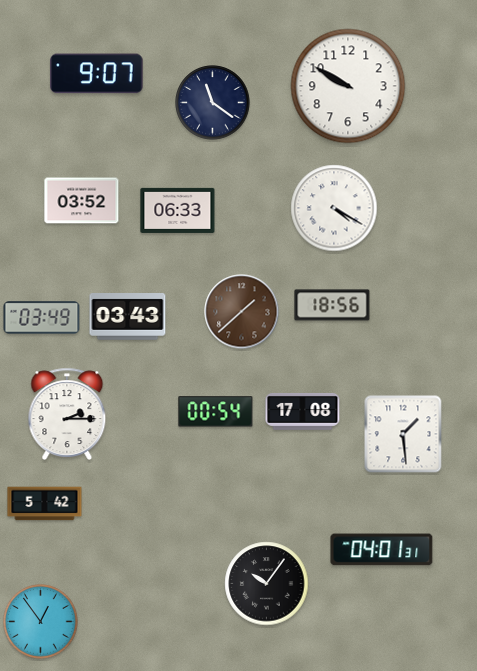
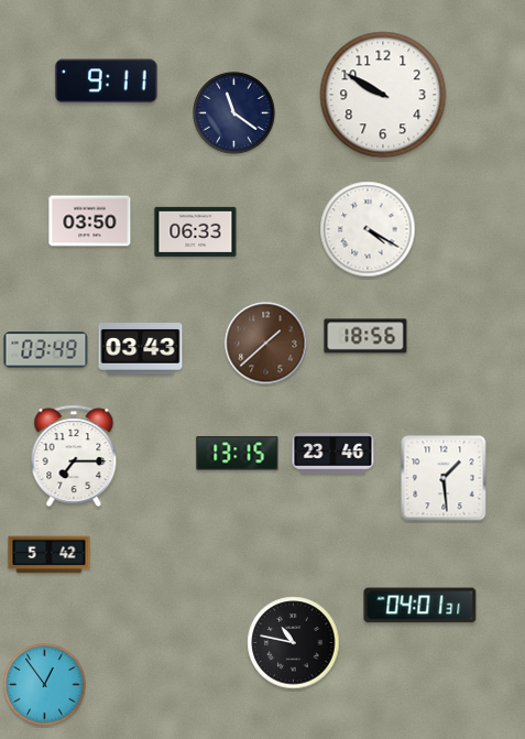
clock at (97, 74): 9:07 -> 9:11
clock at (82, 201): 03:52 -> 03:50
clock at (216, 412): 00:54 -> 13:15
clock at (303, 412): 17:08 -> 23:46
clock at (67, 413): 2:15 -> 7:15
clock at (267, 584): 10:06 -> 10:47
